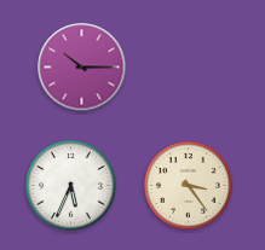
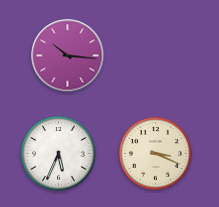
clock at (82, 68): 10:15 -> 10:16
clock at (189, 186): 3:24 -> 3:19
